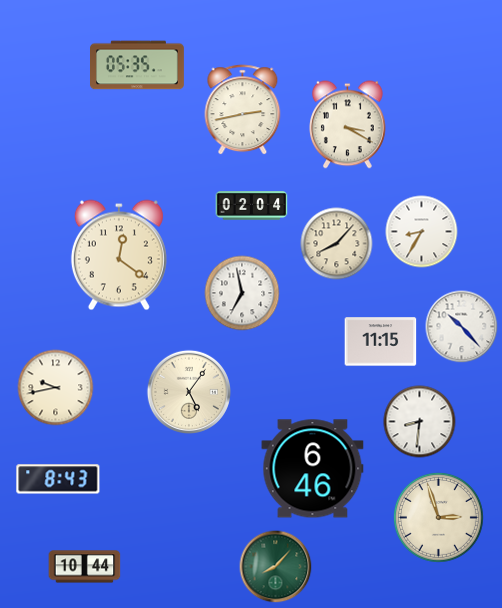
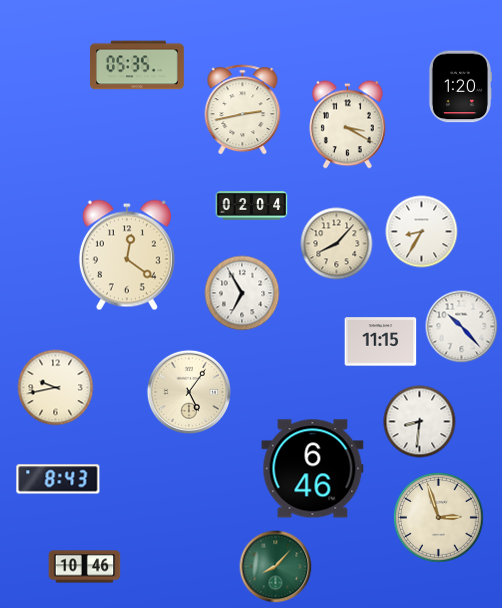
clock at (459, 87): none -> 1:20
clock at (119, 255) position: (119, 255) -> (127, 255)
clock at (242, 293): 6:58 -> 6:55
clock at (85, 567): 10:44 -> 10:46
